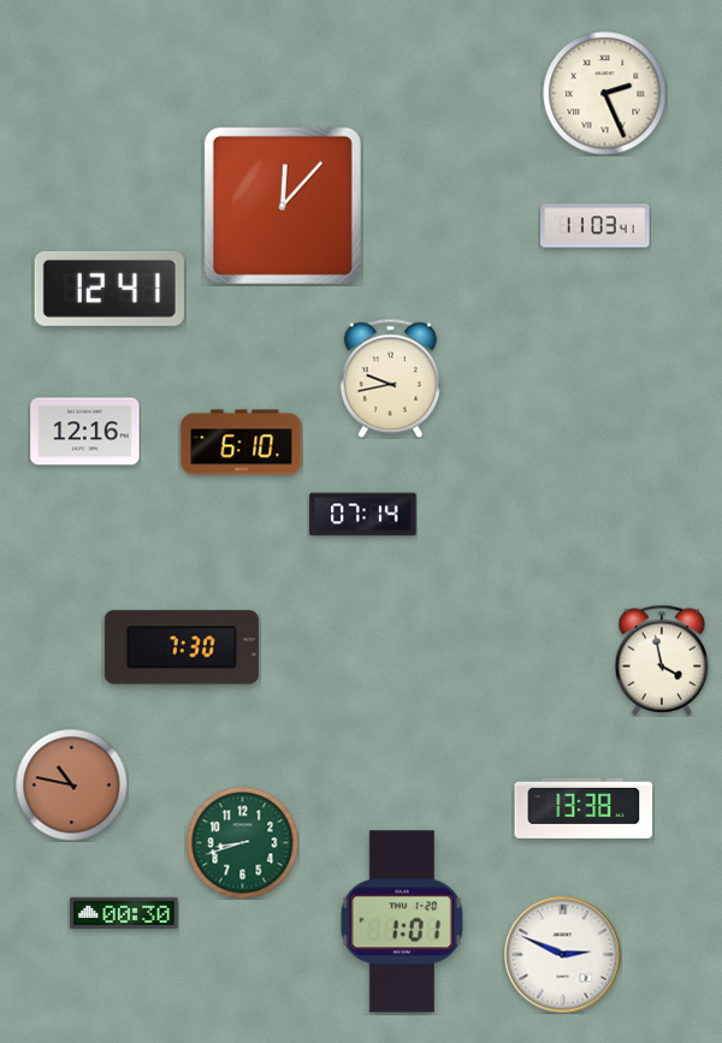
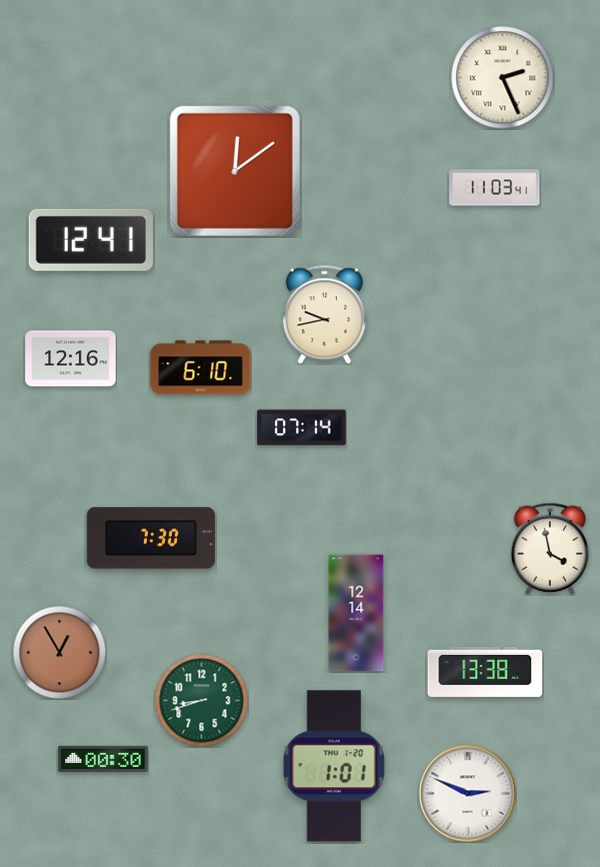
clock at (283, 206): 12:07 -> 12:09
clock at (356, 613): none -> 12:14
clock at (71, 784): 10:47 -> 12:55
